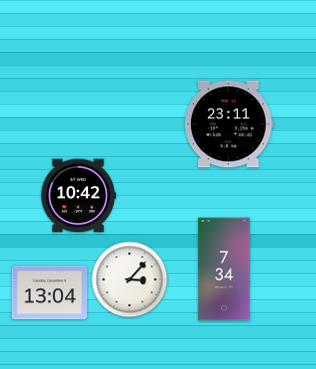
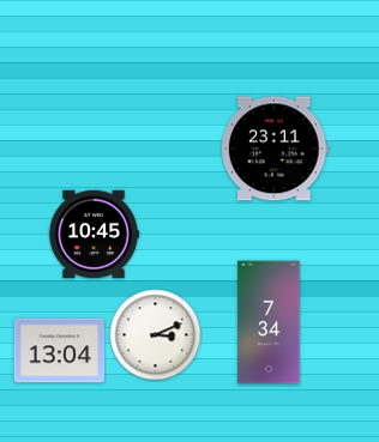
clock at (78, 196): 10:42 -> 10:45
clock at (130, 280): 3:07 -> 3:11
